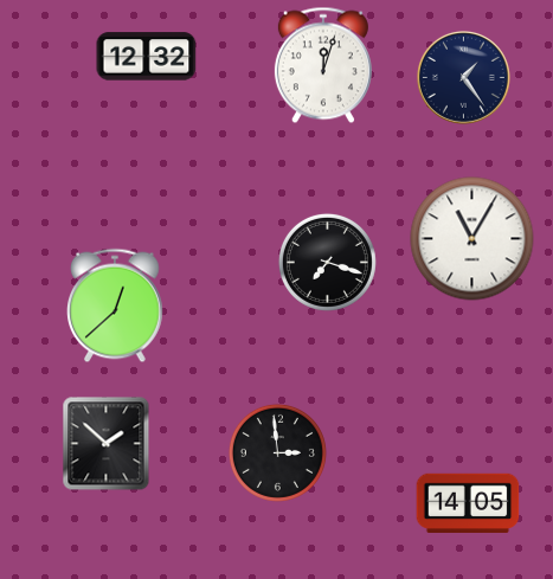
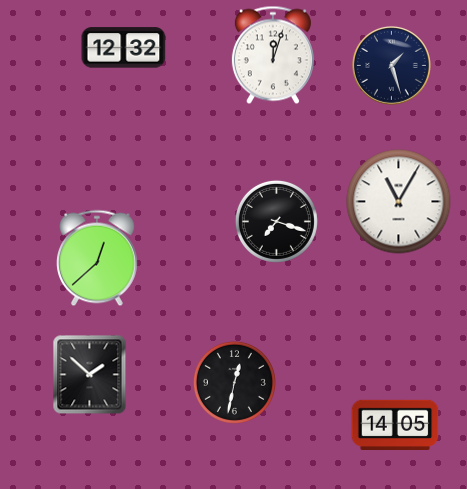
clock at (464, 77): 1:24 -> 1:27
clock at (277, 452): 2:59 -> 12:32
